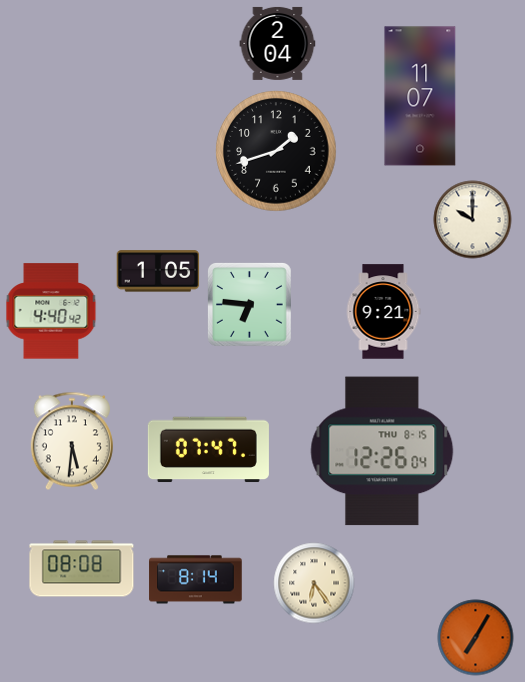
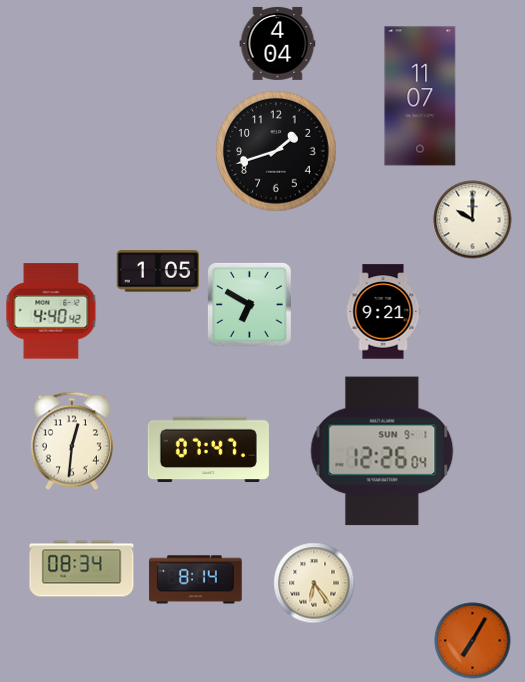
clock at (278, 43): 2:04 -> 4:04
clock at (250, 305): 6:46 -> 6:50
clock at (72, 441): 5:31 -> 12:31
clock at (382, 451) date: THU 8-15 -> SUN 9-1
clock at (82, 569): 08:08 -> 08:34
clock at (476, 638) position: (476, 638) -> (473, 641)
